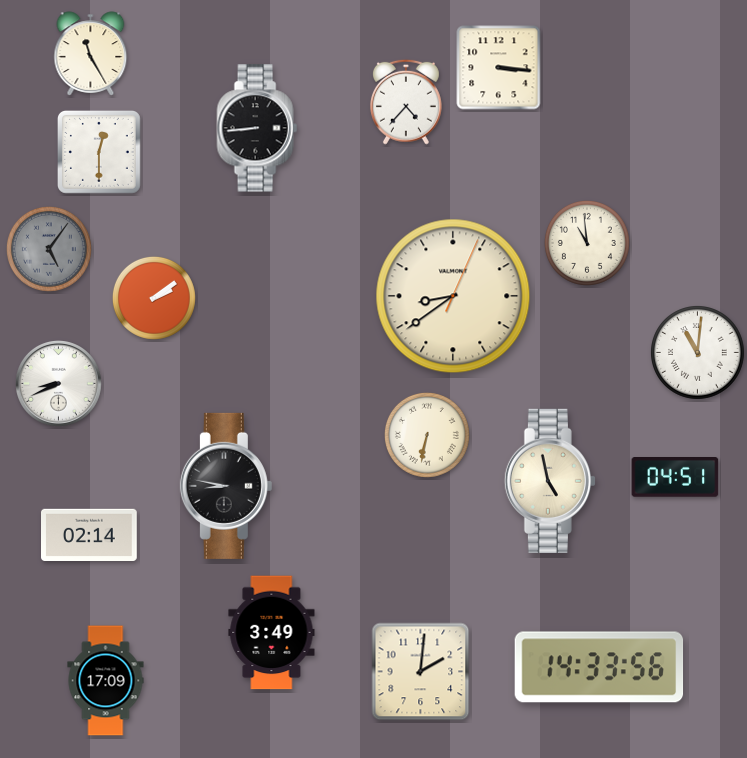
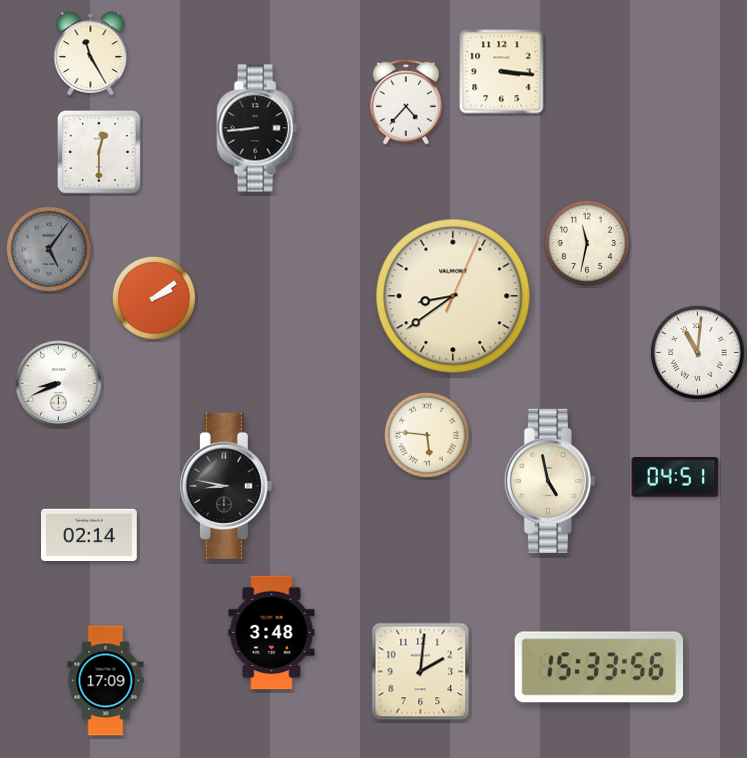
clock at (499, 68) position: (499, 68) -> (502, 72)
clock at (587, 243): 10:59 -> 11:32
clock at (427, 435): 6:32 -> 5:46
clock at (272, 633): 3:49 -> 3:48
clock at (599, 667): 14:33 -> 15:33
